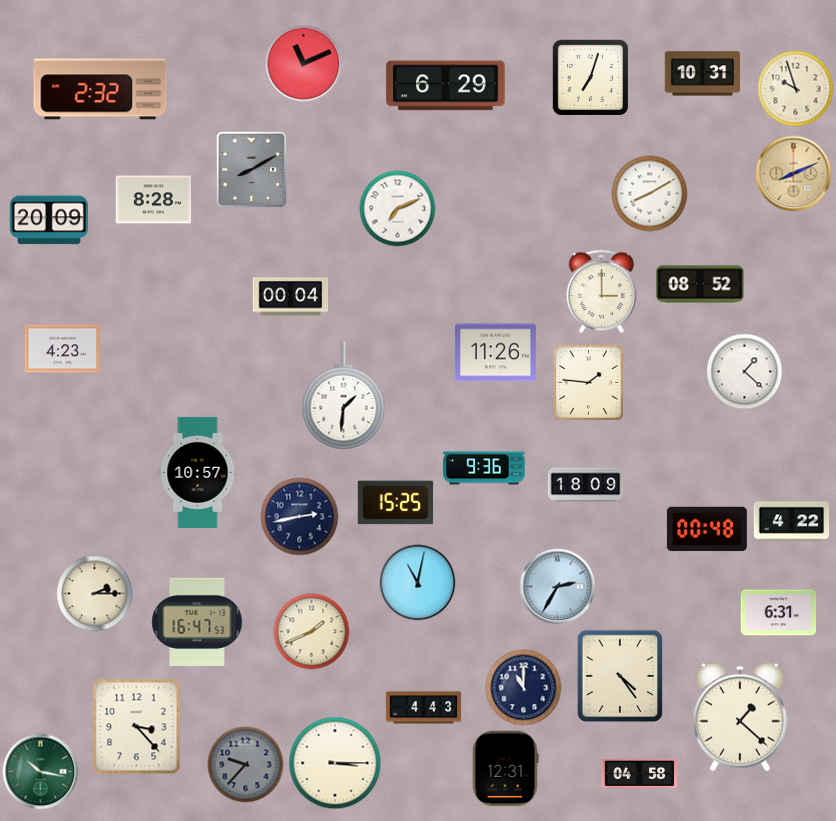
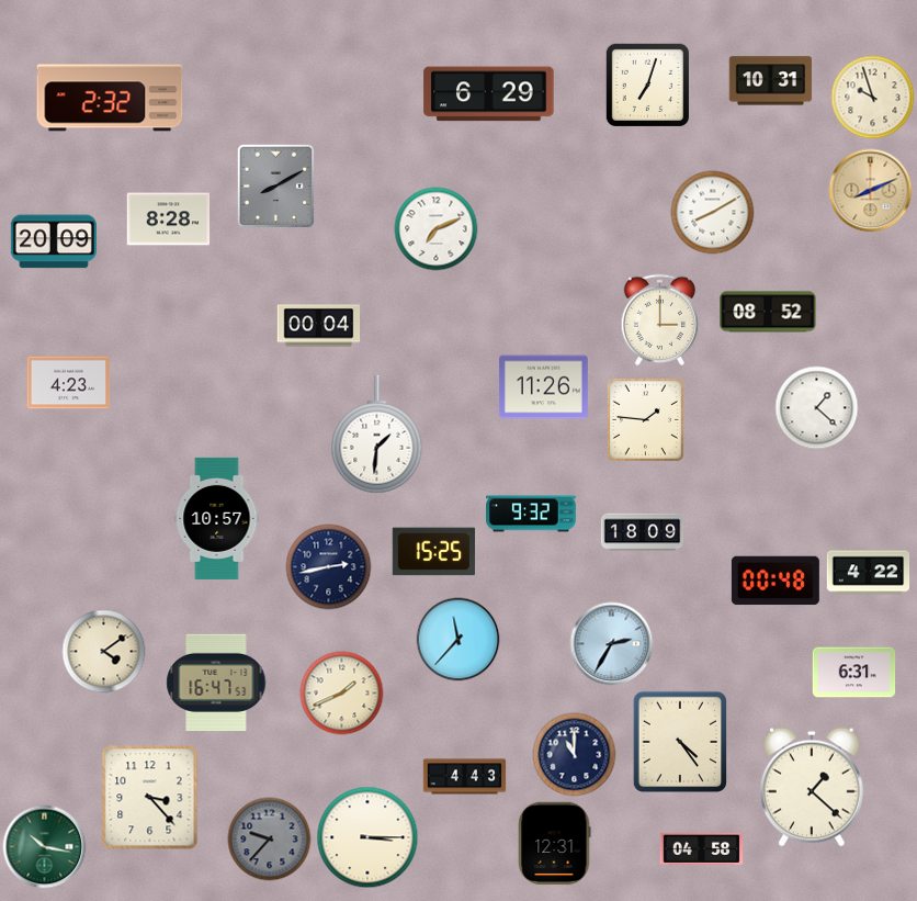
clock at (304, 64): 11:11 -> none
clock at (485, 468): 9:36 -> 9:32
clock at (418, 583): 11:02 -> 11:37
clock at (95, 594): 2:15 -> 4:09
